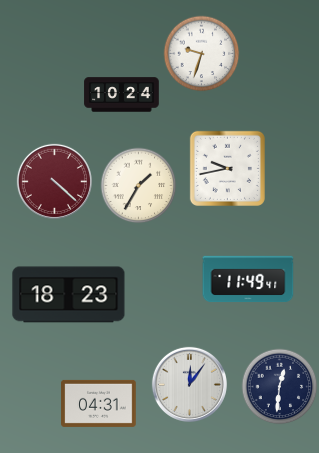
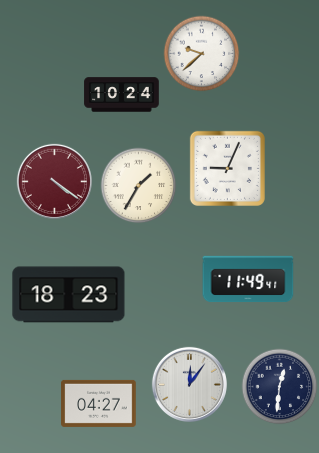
clock at (202, 54): 9:33 -> 9:38
clock at (227, 168): 9:43 -> 9:04
clock at (54, 181): 4:22 -> 4:21
clock at (99, 403): 04:31 -> 04:27
